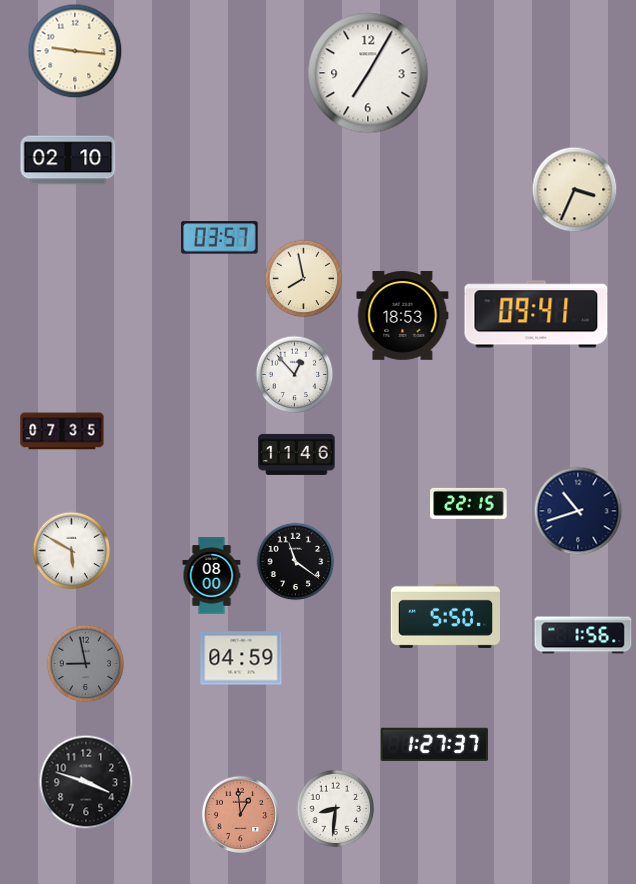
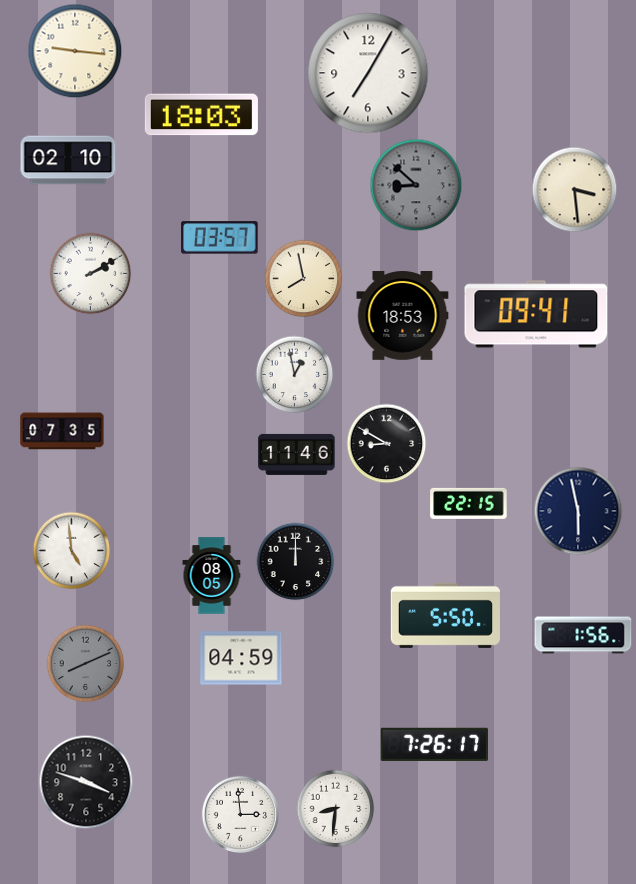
clock at (201, 115): none -> 18:03
clock at (416, 185): none -> 8:52
clock at (574, 189): 3:34 -> 3:29
clock at (90, 273): none -> 2:10
clock at (294, 374): 12:53 -> 12:58
clock at (386, 443): none -> 8:50
clock at (578, 511): 10:42 -> 5:58
clock at (71, 550): 5:50 -> 4:59
clock at (295, 561): 11:21 -> 12:00
clock at (212, 576): 08:00 -> 08:05
clock at (85, 663): 8:58 -> 8:11
clock at (434, 744): 1:27 -> 7:26
clock at (240, 814): 12:59 -> 2:59
clock at (240, 814) dial: salmon -> white
